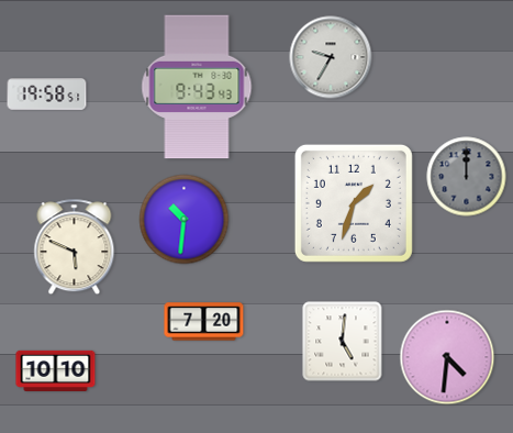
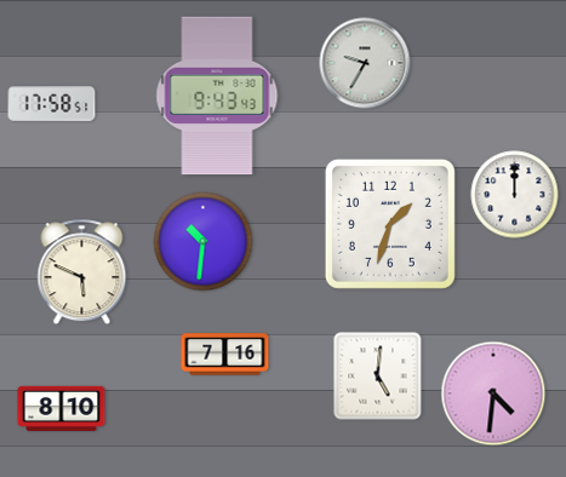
clock at (47, 95): 19:58 -> 17:58
clock at (467, 177) dial: grey -> white
clock at (204, 322): 7:20 -> 7:16
clock at (56, 370): 10:10 -> 8:10
